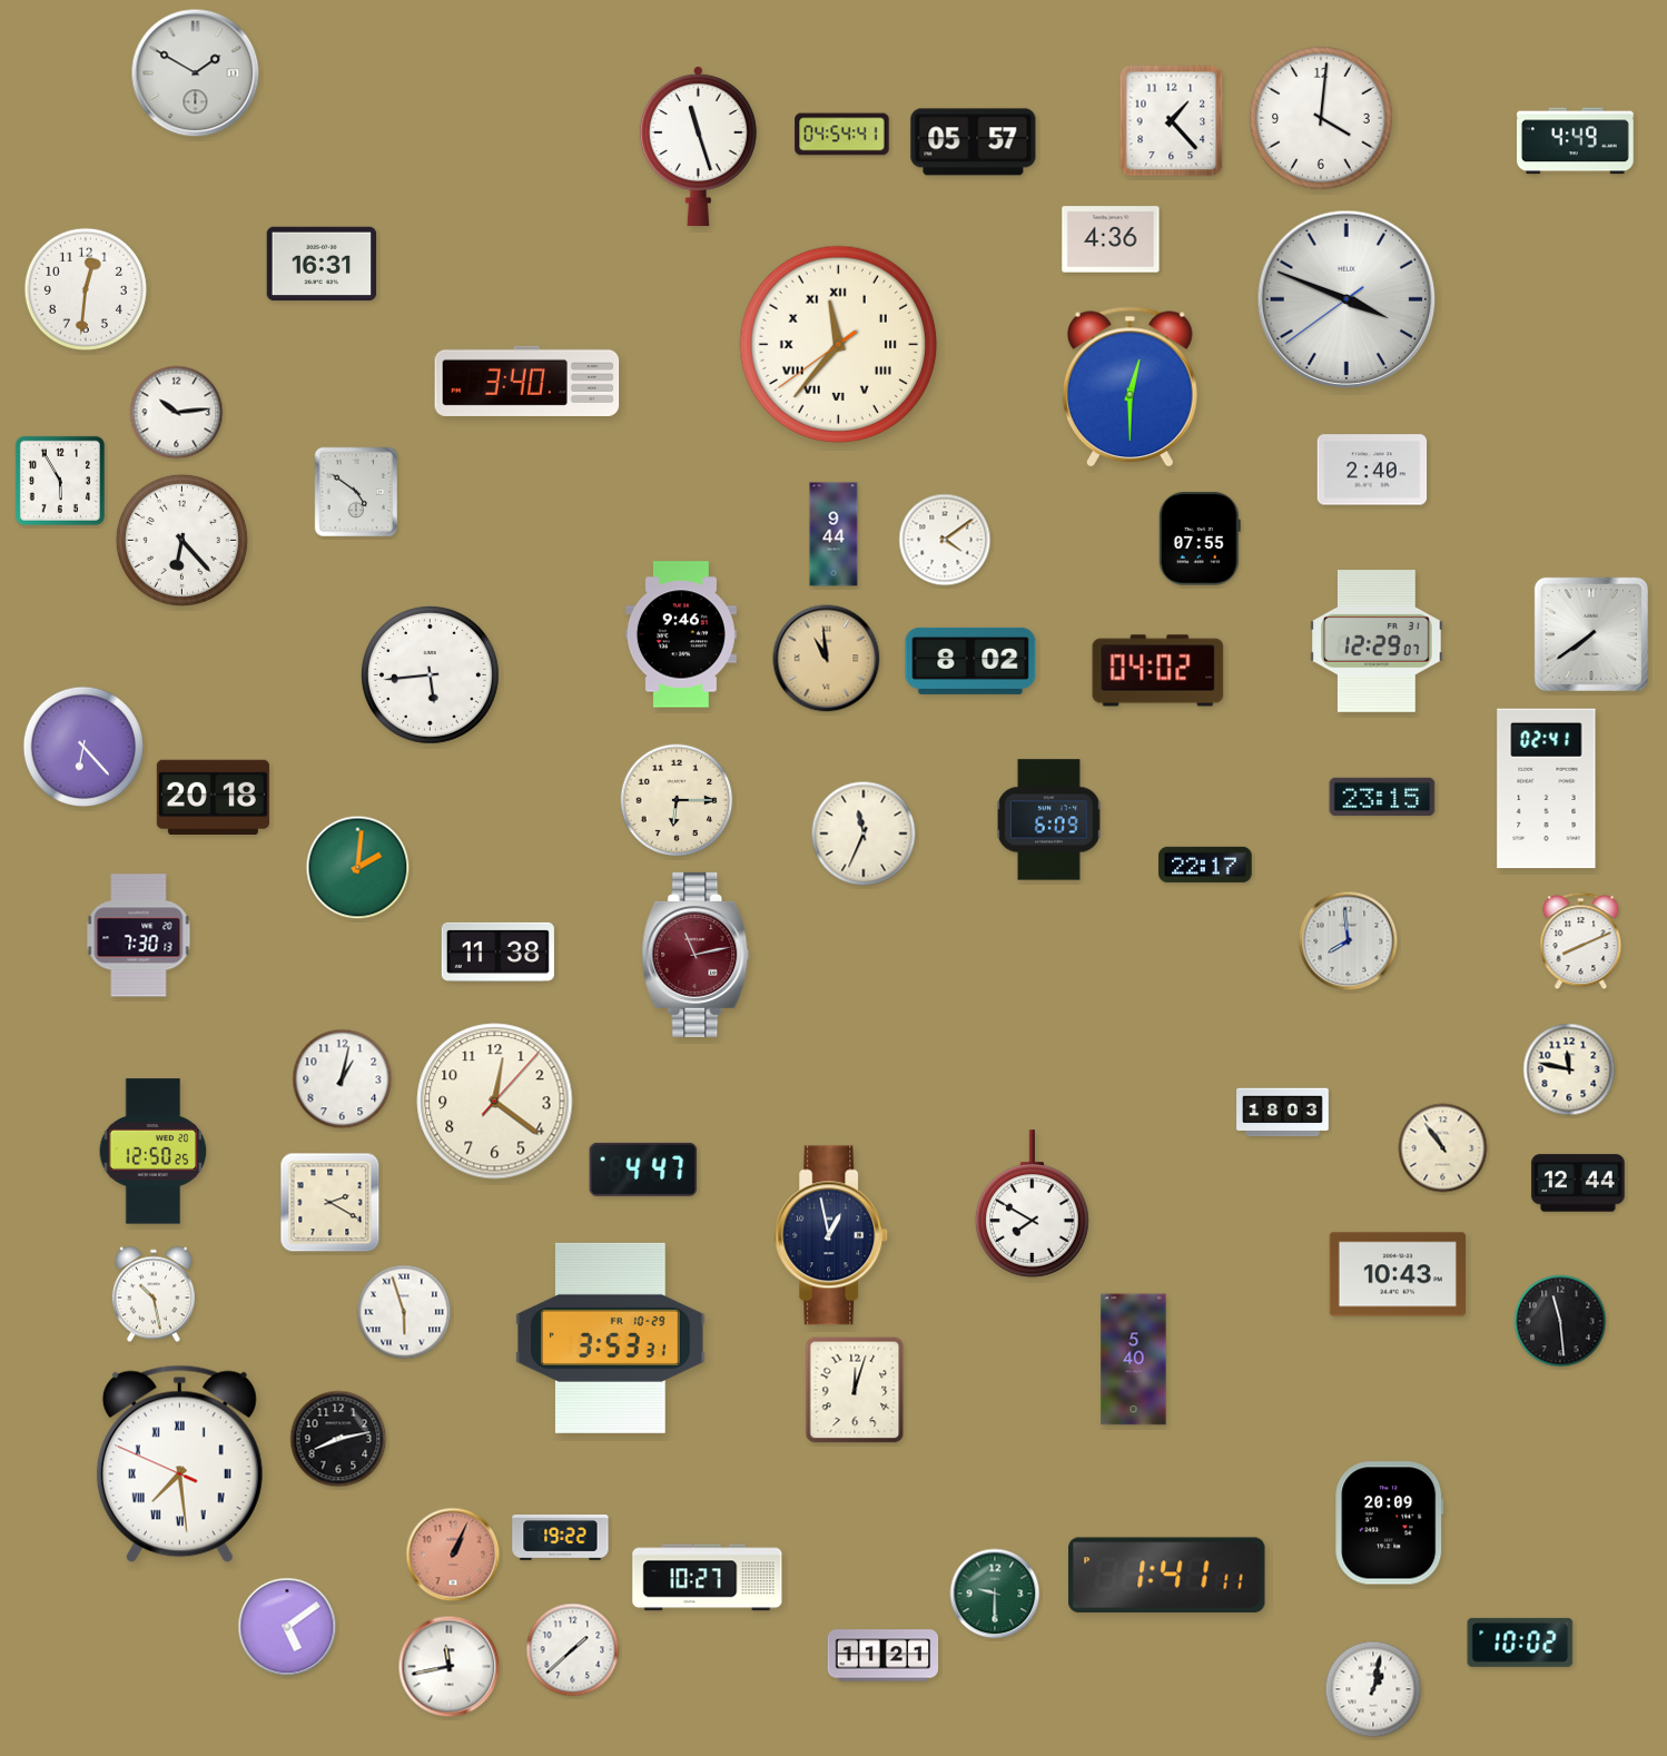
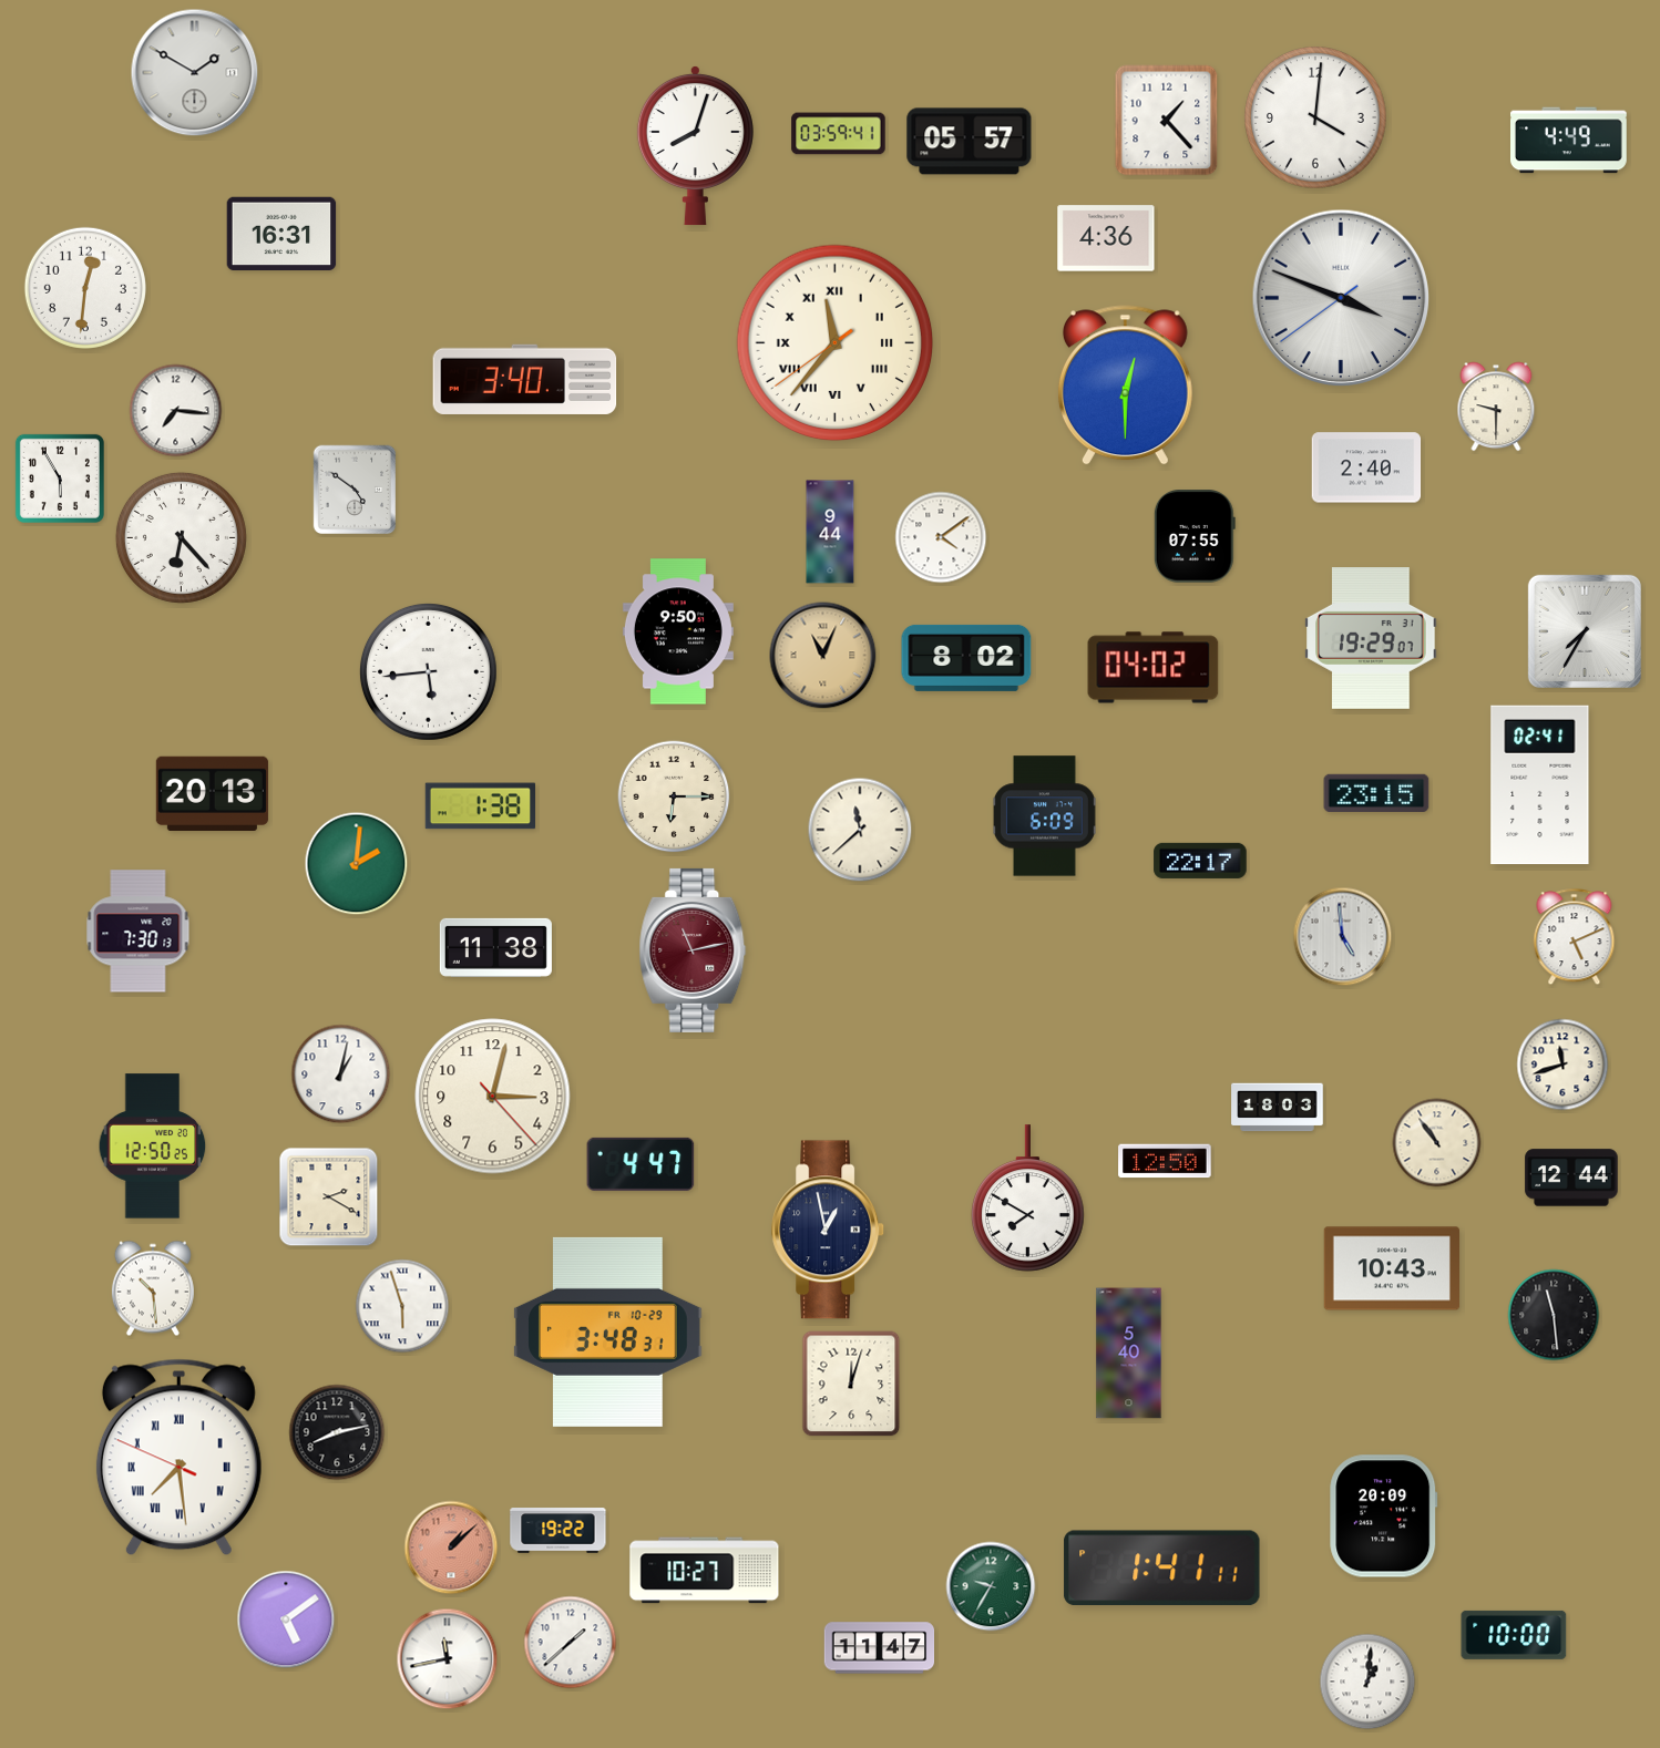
clock at (842, 135): 04:54 -> 03:59
clock at (698, 146): 11:27 -> 8:03
clock at (322, 264) position: (322, 264) -> (281, 234)
clock at (1496, 407): none -> 9:30
clock at (177, 413): 10:14 -> 7:16
clock at (681, 634): 9:46 -> 9:50
clock at (1591, 634): 7:39 -> 7:35
clock at (1377, 642): 12:29 -> 19:29
clock at (827, 659): 10:59 -> 11:04
clock at (82, 746): 6:23 -> none
clock at (213, 797): 20:18 -> 20:13
clock at (480, 806): none -> 1:38
clock at (864, 833): 11:34 -> 11:38
clock at (1349, 941): 7:59 -> 4:59
clock at (1581, 941): 8:11 -> 5:11
clock at (1569, 1069): 11:47 -> 11:42
clock at (495, 1102): 12:21 -> 3:02
clock at (1165, 1161): none -> 12:50
clock at (154, 1294): 10:28 -> 10:29
clock at (611, 1338): 3:53 -> 3:48
clock at (453, 1555): 1:04 -> 1:08
clock at (995, 1594): 9:30 -> 9:35
clock at (1520, 1642): 10:02 -> 10:00
clock at (884, 1656): 11:21 -> 11:47
clock at (1373, 1689): 1:02 -> 1:01
